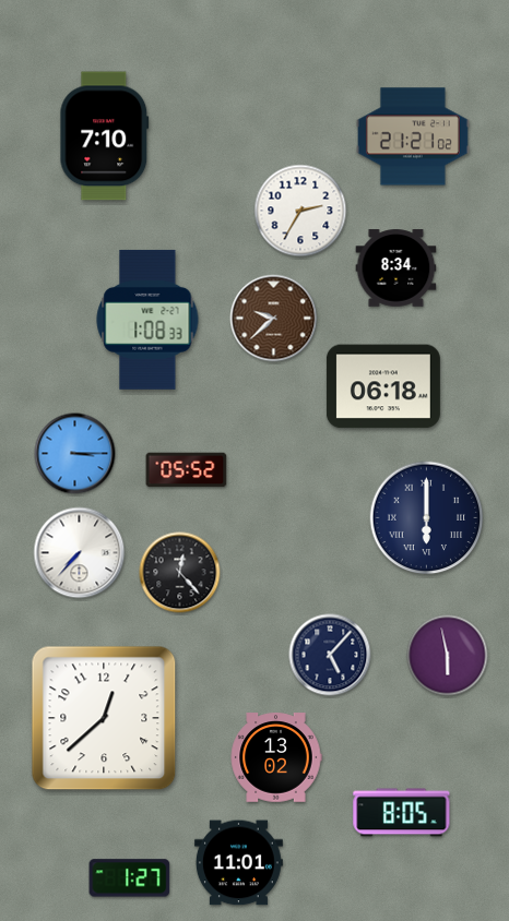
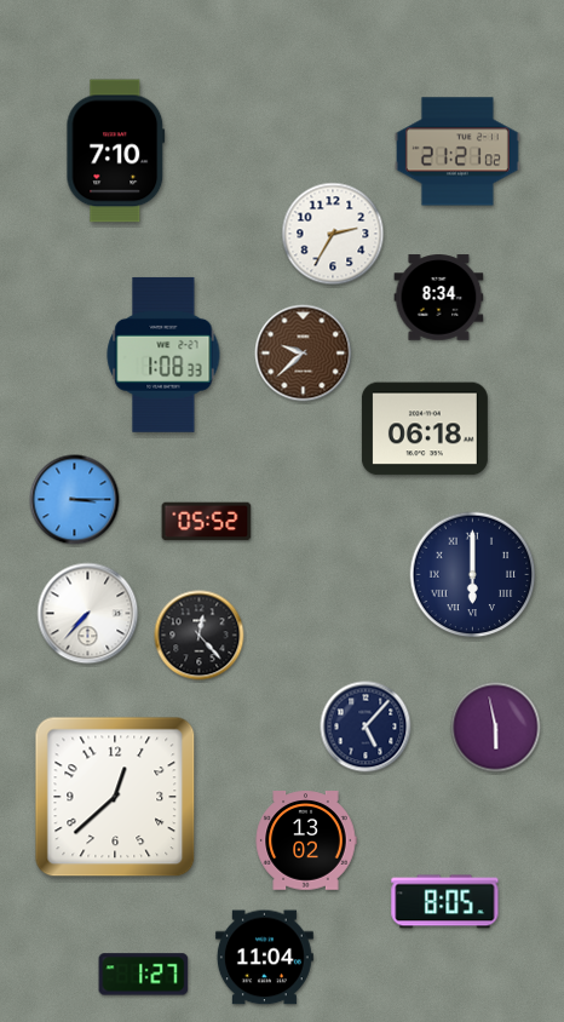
clock at (75, 454) position: (75, 454) -> (75, 500)
clock at (238, 863): 11:01 -> 11:04
